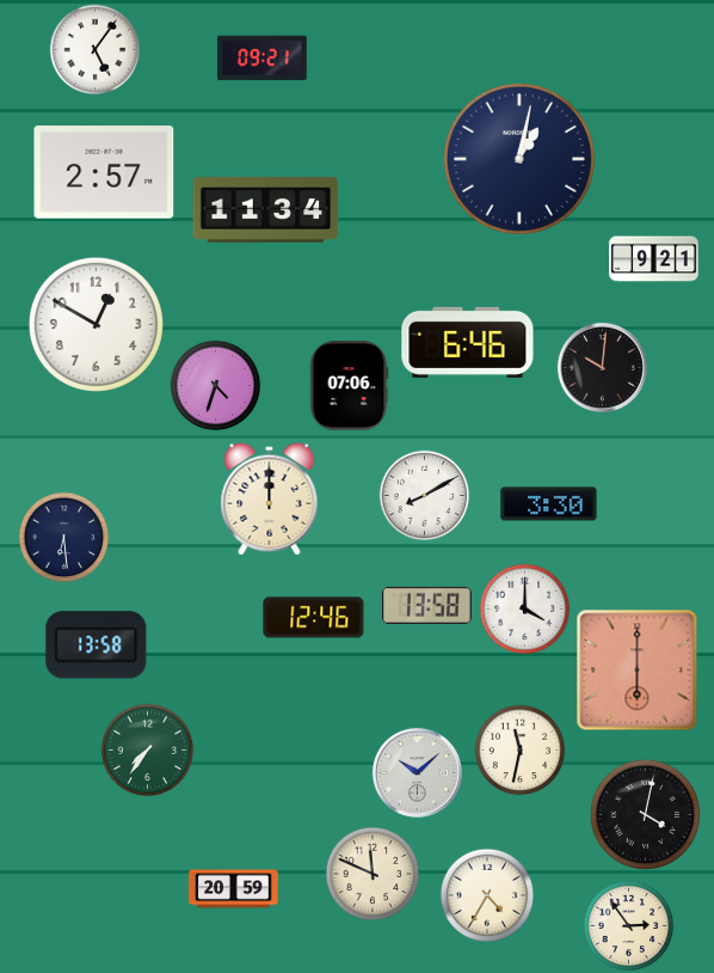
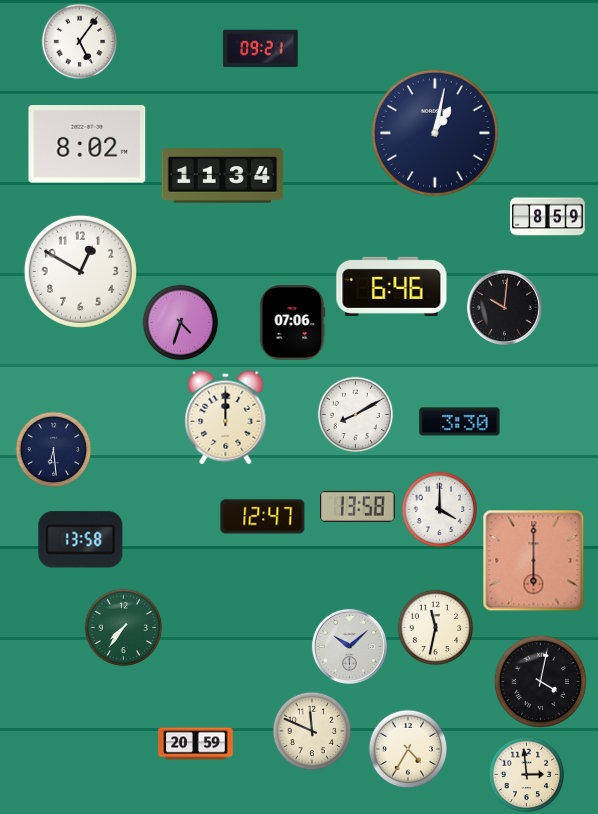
clock at (263, 59) position: (263, 59) -> (261, 49)
clock at (104, 172): 2:57 -> 8:02
clock at (654, 259): 9:21 -> 8:59
clock at (314, 618): 12:46 -> 12:47
clock at (629, 926): 2:54 -> 2:59
